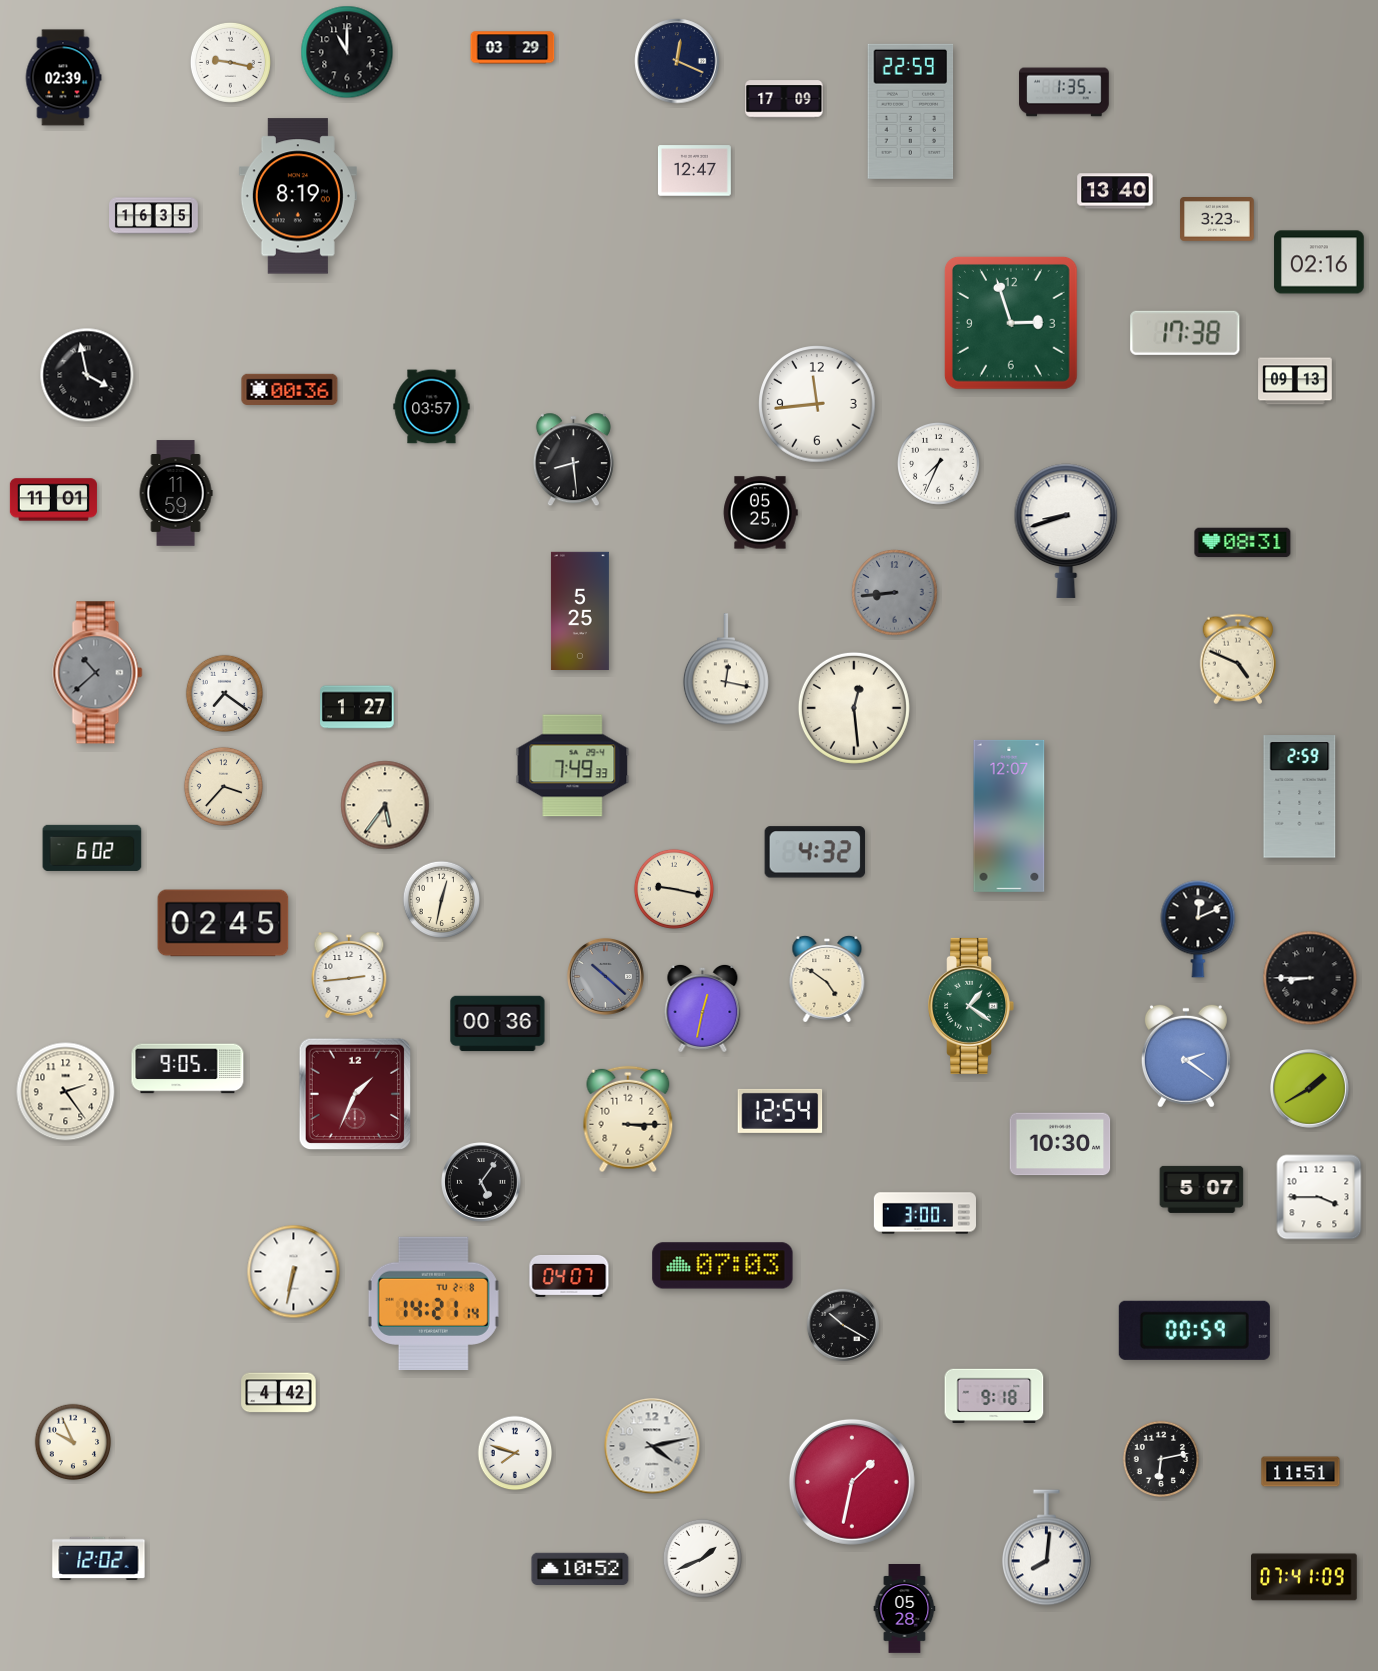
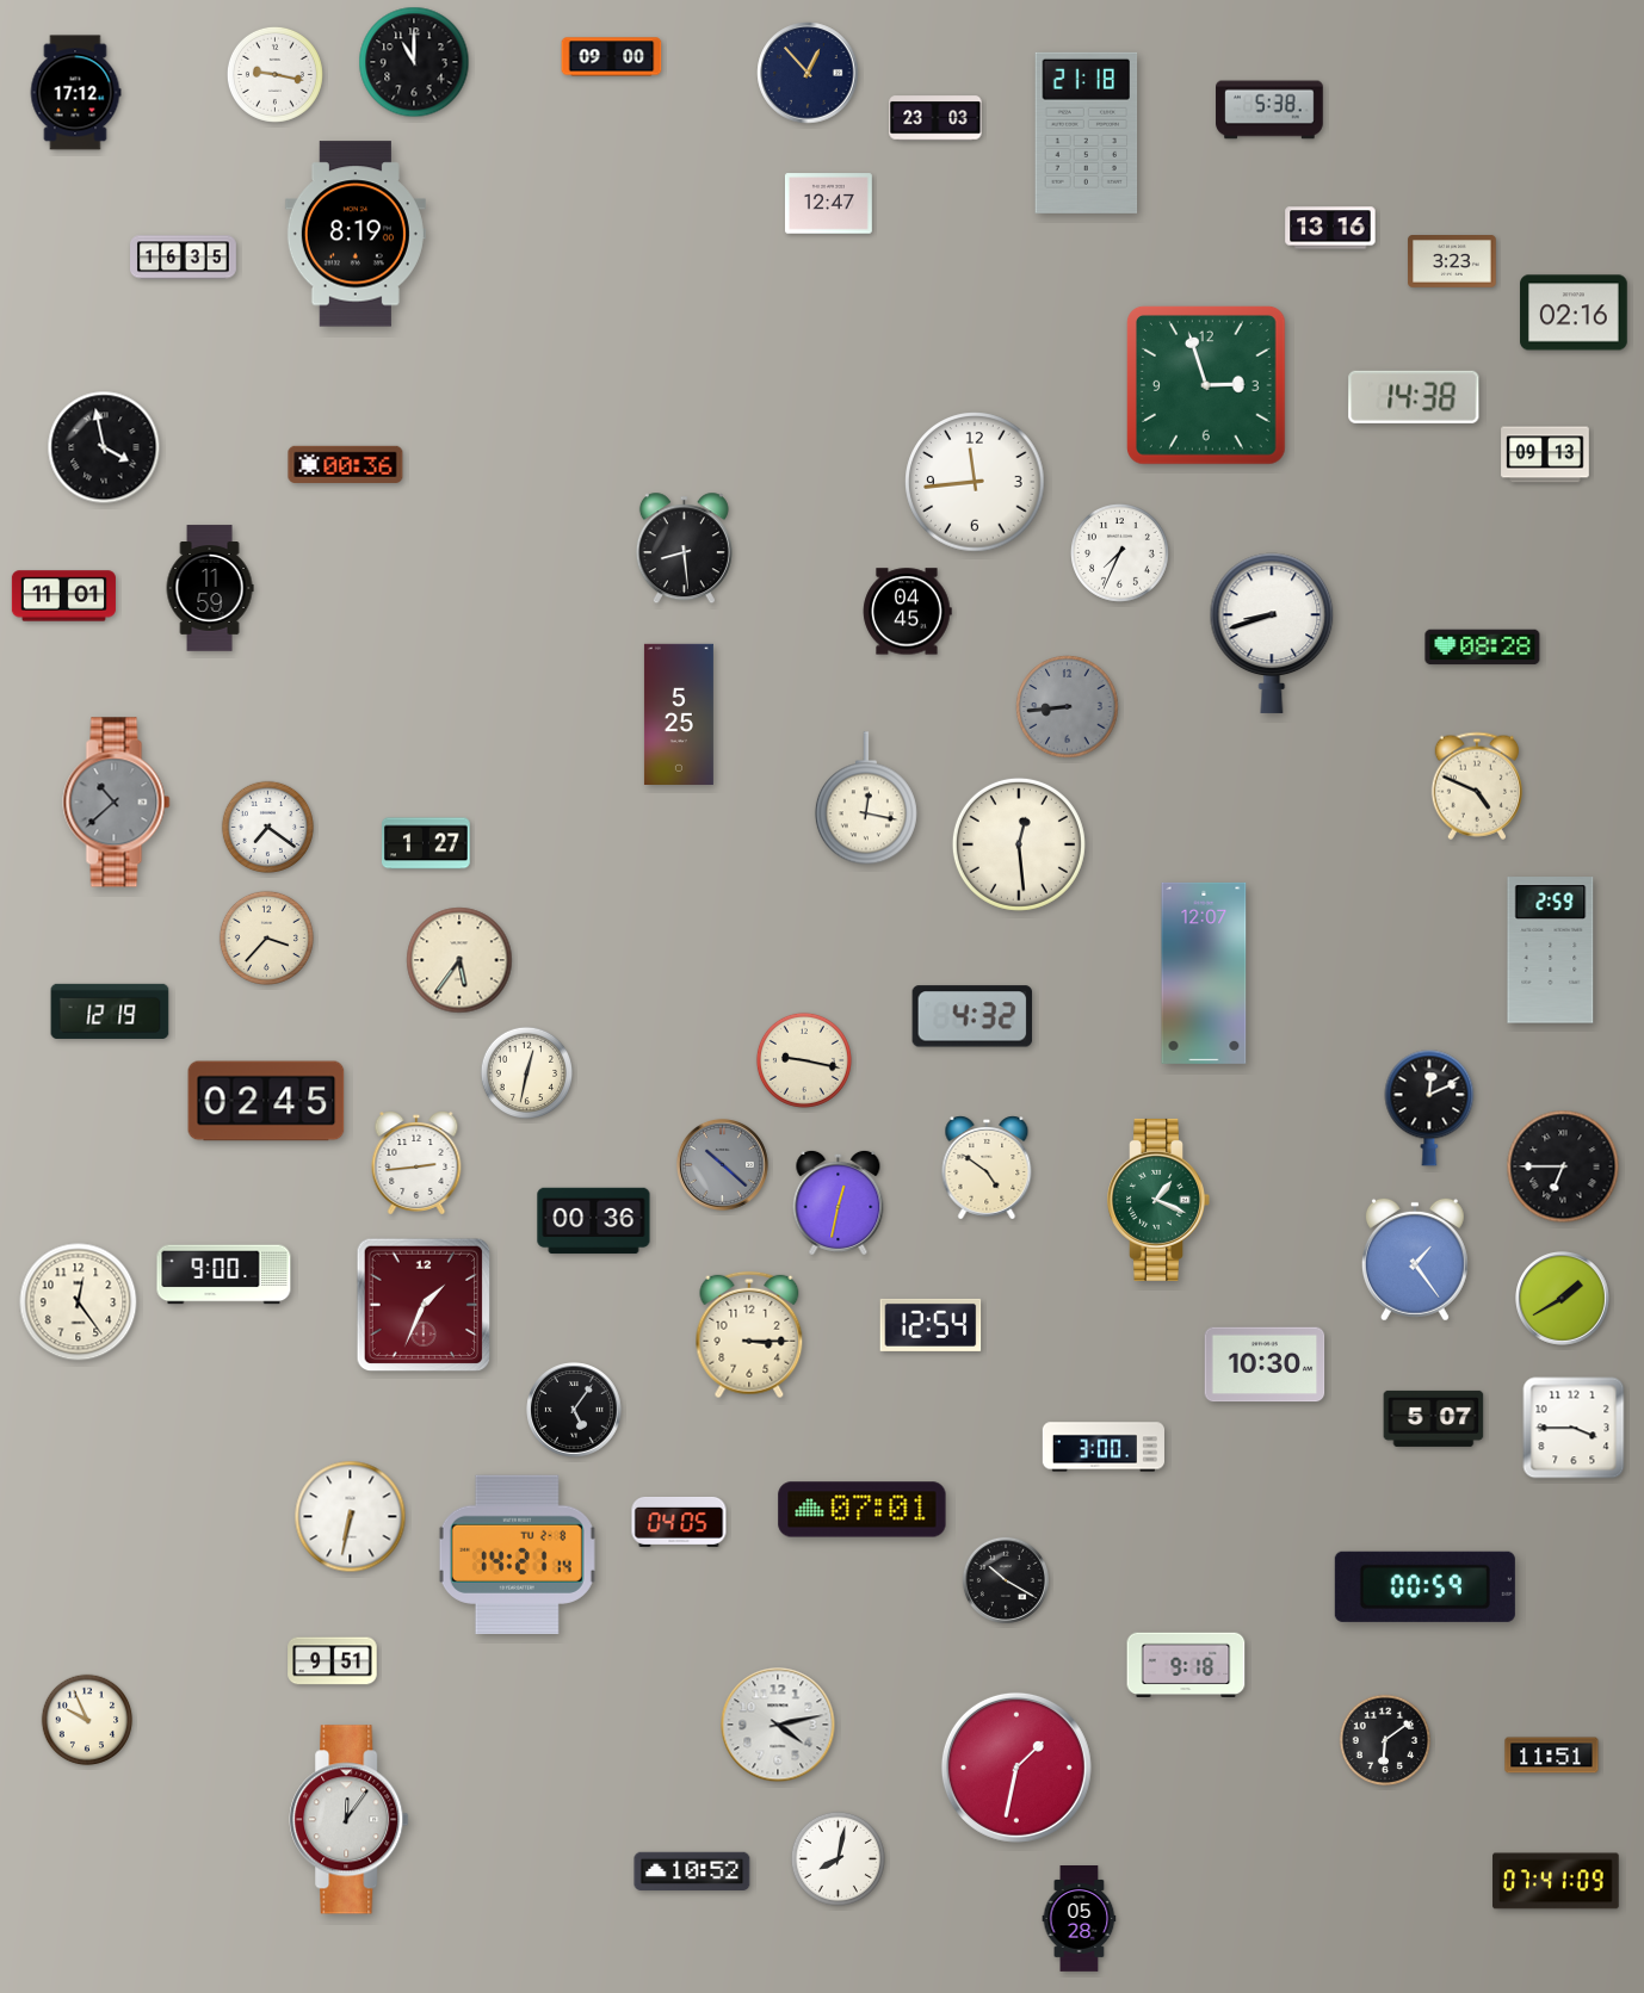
clock at (513, 48): 03:29 -> 09:00
clock at (677, 61): 12:19 -> 12:53
clock at (63, 78): 02:39 -> 17:12
clock at (1064, 92): 1:35 -> 5:38
clock at (784, 99): 17:09 -> 23:03
clock at (911, 111): 22:59 -> 21:18
clock at (1115, 191): 13:40 -> 13:16
clock at (1185, 333): 17:38 -> 14:38
clock at (432, 407): 03:57 -> none
clock at (761, 513): 05:25 -> 04:45
clock at (1243, 543): 08:31 -> 08:28
clock at (580, 610) position: (580, 610) -> (679, 713)
clock at (573, 766): 7:49 -> none
clock at (92, 848): 6:02 -> 12:19
clock at (1310, 978): 8:45 -> 6:45
clock at (971, 1006): 1:21 -> 1:19
clock at (1186, 1056): 2:21 -> 1:24
clock at (188, 1069): 9:05 -> 9:00
clock at (66, 1092): 2:24 -> 12:24
clock at (723, 1266): 07:03 -> 07:01
clock at (569, 1276): 04:07 -> 04:05
clock at (279, 1393): 4:42 -> 9:51
clock at (515, 1453): 7:48 -> none
clock at (1161, 1459): 6:13 -> 6:09
clock at (350, 1820): none -> 12:06
clock at (1047, 1548): 8:01 -> none
clock at (702, 1558): 1:41 -> 8:02
clock at (99, 1559): 12:02 -> none
